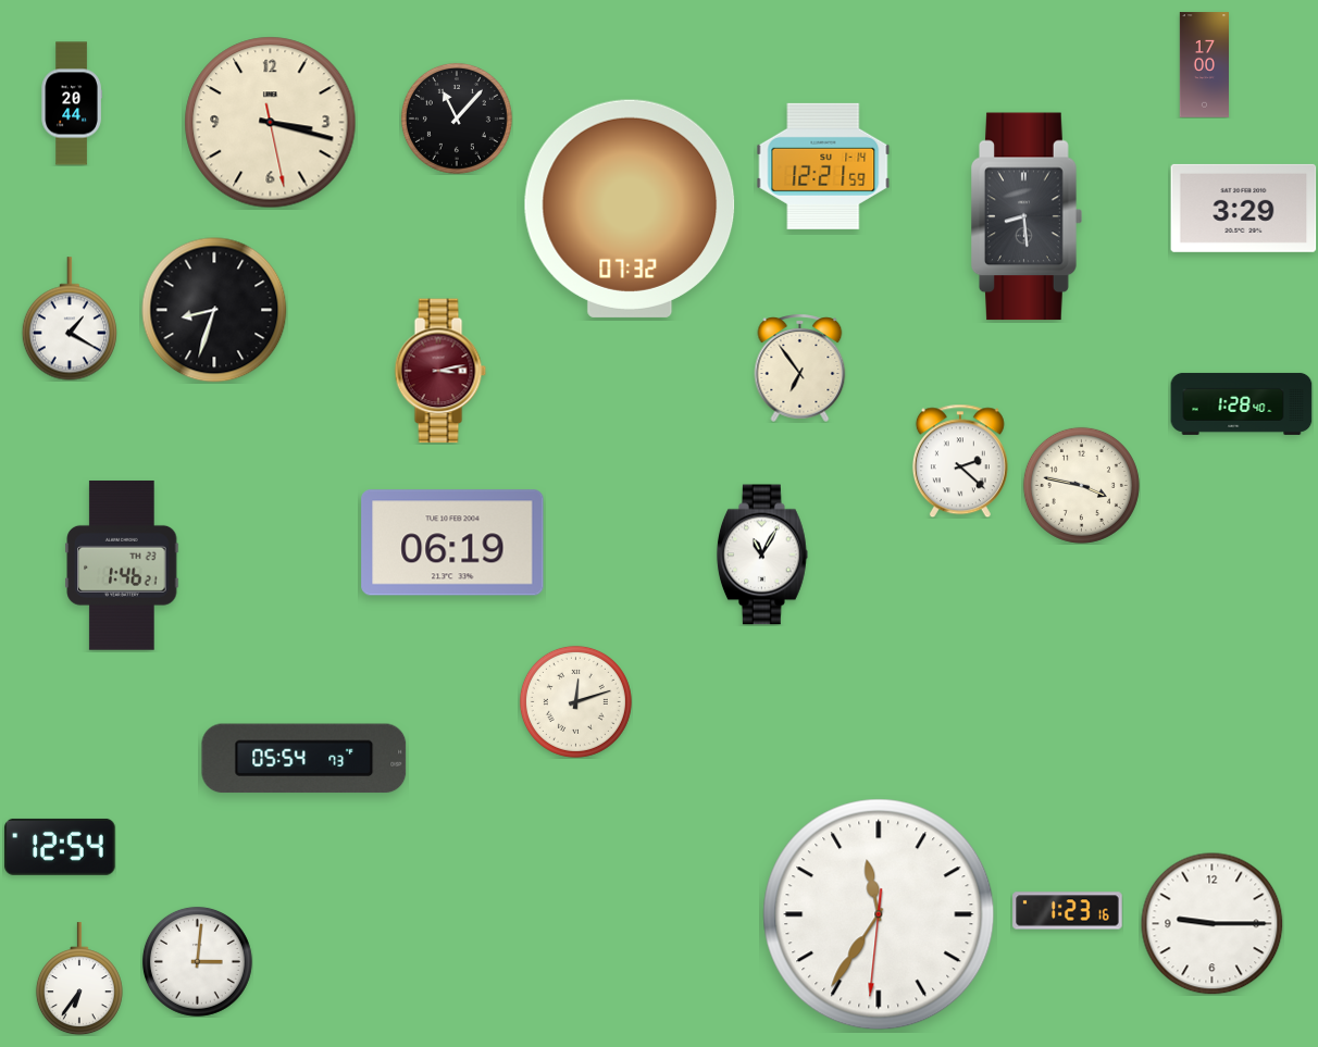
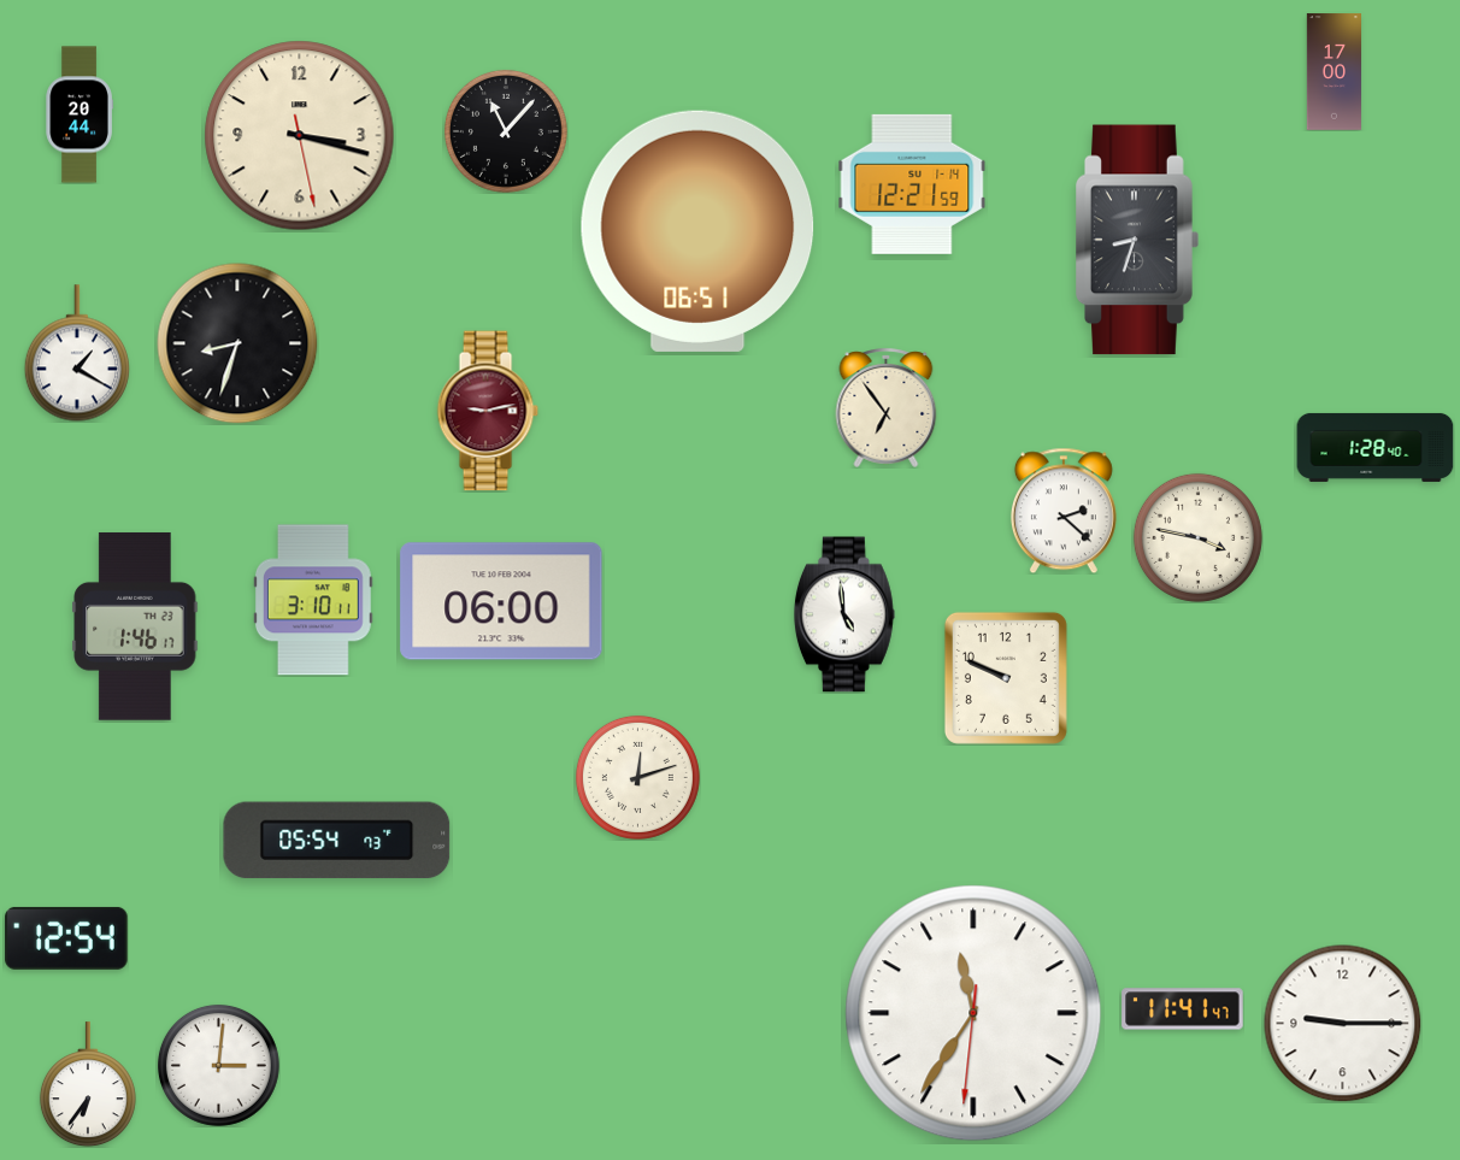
clock at (1244, 208): 3:29 -> none
clock at (630, 209): 07:32 -> 06:51
clock at (1028, 216): 8:29 -> 8:33
clock at (440, 371): 3:13 -> 9:13
clock at (313, 600): none -> 3:10
clock at (452, 543): 06:19 -> 06:00
clock at (762, 554): 11:05 -> 4:59
clock at (122, 565): 1:46:21 -> 1:46:17
clock at (1006, 678): none -> 9:49
clock at (1068, 911): 1:23 -> 11:41
